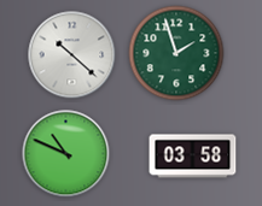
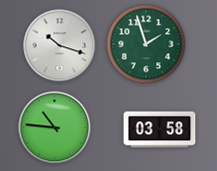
clock at (72, 55): 10:22 -> 10:18
clock at (66, 154): 10:49 -> 10:46
